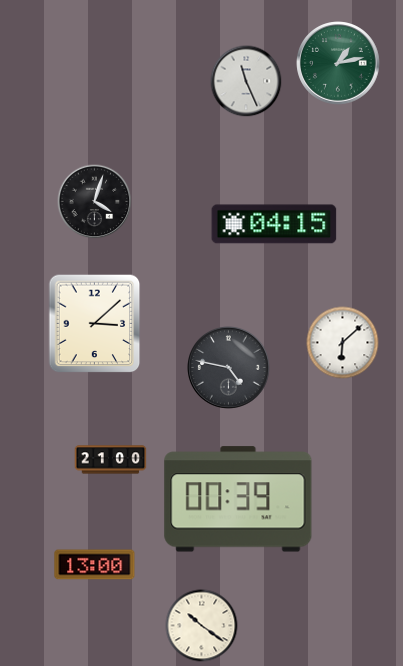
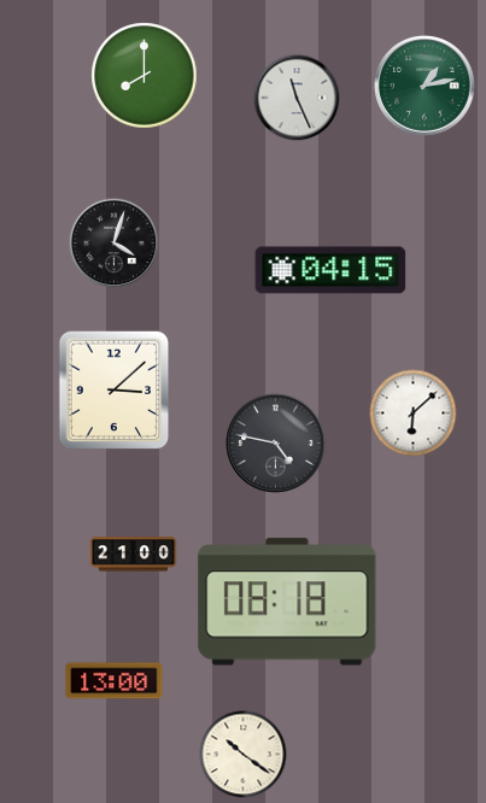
clock at (145, 76): none -> 8:00
clock at (338, 63) position: (338, 63) -> (424, 86)
clock at (238, 499): 00:39 -> 08:18
